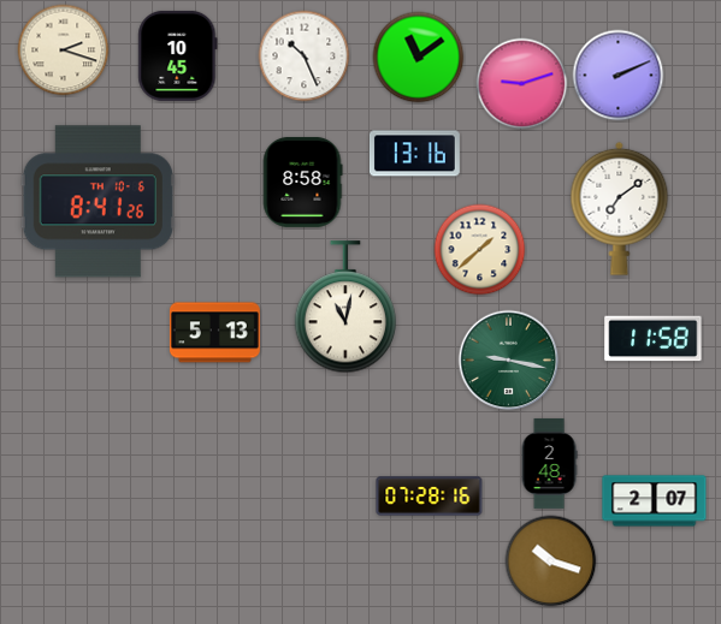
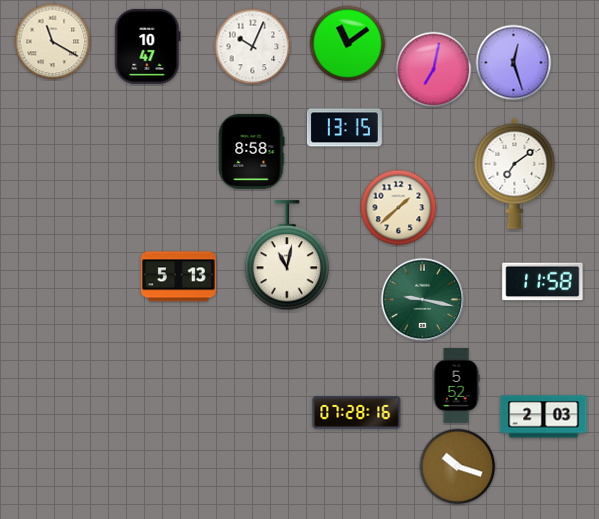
clock at (64, 50): 2:18 -> 11:20
clock at (178, 55): 10:45 -> 10:47
clock at (305, 57): 10:26 -> 10:04
clock at (419, 58) position: (419, 58) -> (348, 44)
clock at (619, 76): 2:11 -> 12:27
clock at (522, 84): 9:12 -> 7:02
clock at (414, 154): 13:16 -> 13:15
clock at (97, 202): 8:41 -> none
clock at (549, 464): 2:48 -> 5:52
clock at (655, 501): 2:07 -> 2:03
